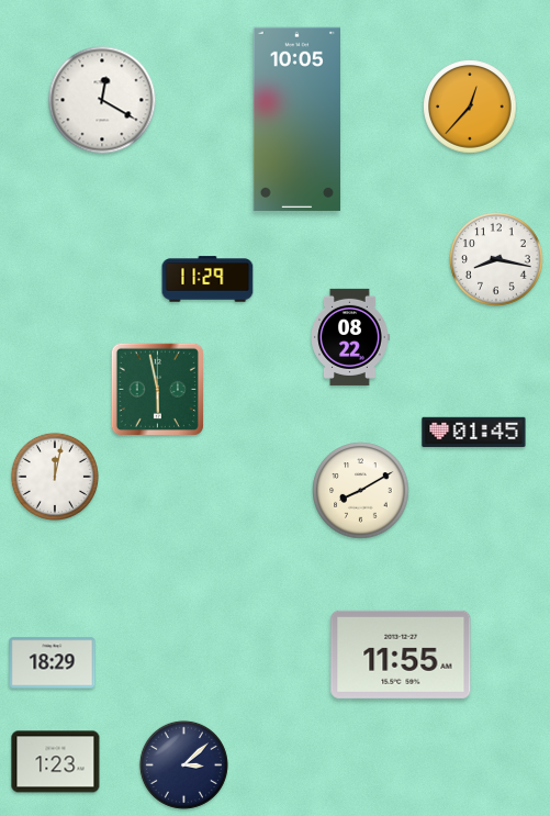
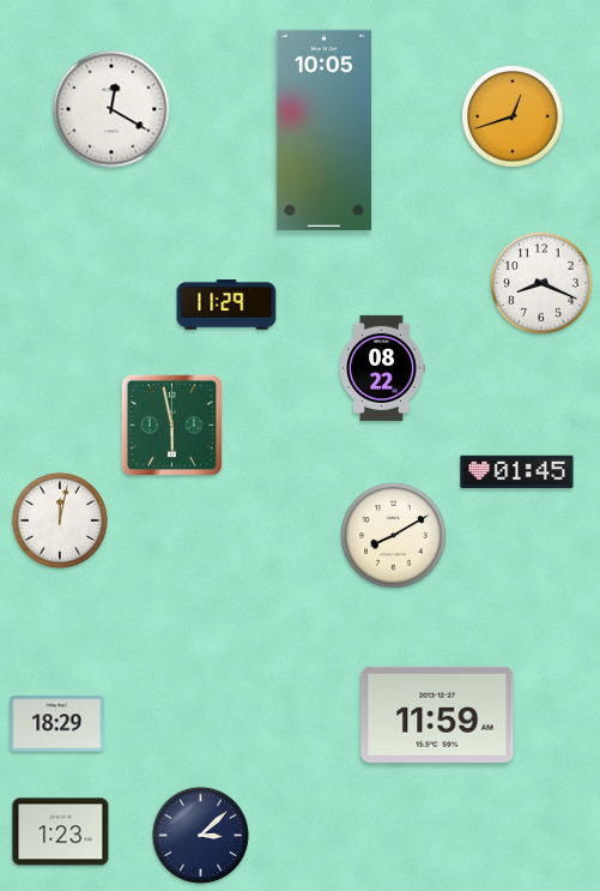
clock at (470, 107): 12:37 -> 12:42
clock at (496, 259): 8:17 -> 8:19
clock at (401, 655): 11:55 -> 11:59
